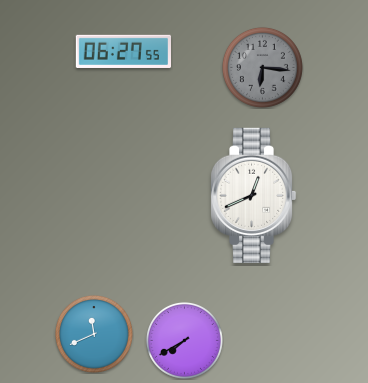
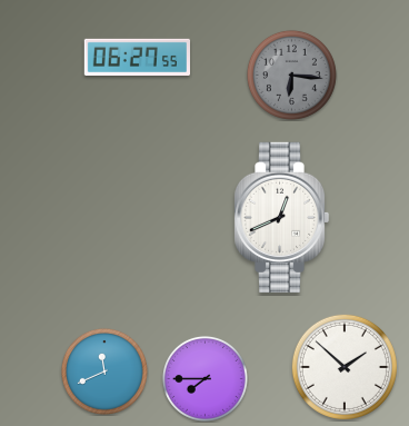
clock at (345, 367): none -> 1:52
clock at (184, 340): 7:40 -> 7:45
